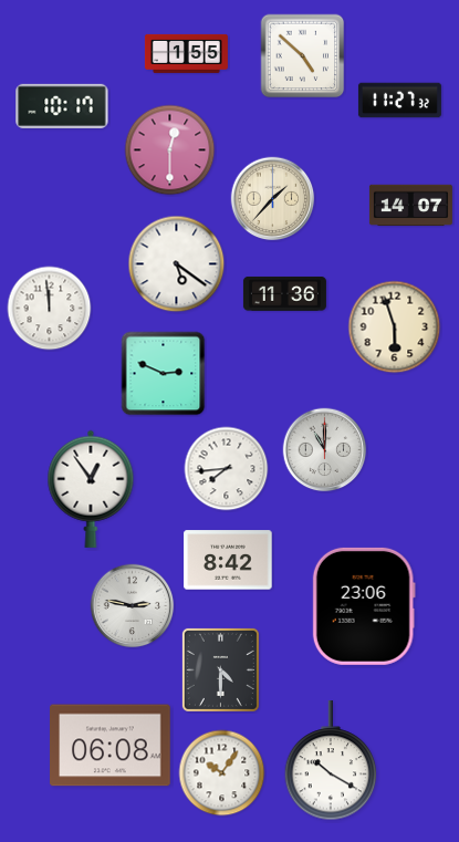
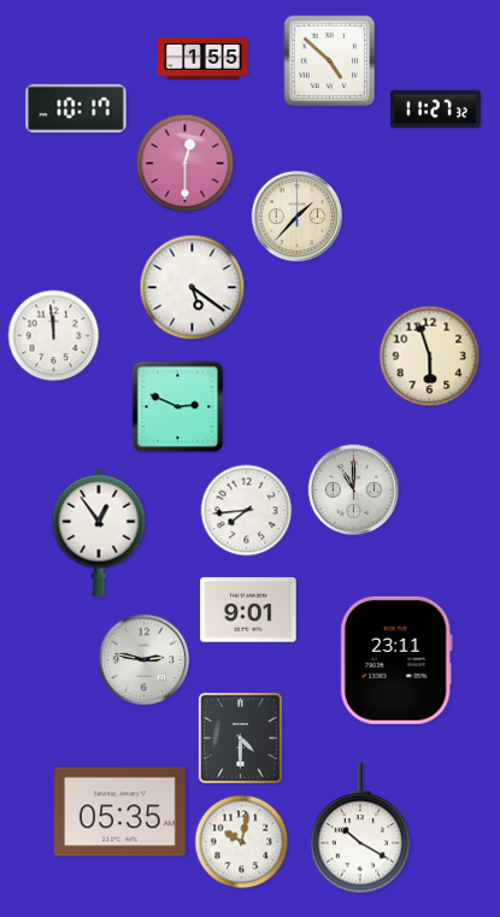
clock at (62, 106) position: (62, 106) -> (76, 108)
clock at (410, 206): 14:07 -> none
clock at (284, 293): 11:36 -> none
clock at (228, 560): 8:42 -> 9:01
clock at (364, 606): 23:06 -> 23:11
clock at (220, 669) position: (220, 669) -> (240, 737)
clock at (111, 746): 06:08 -> 05:35
clock at (222, 773): 10:06 -> 10:02
